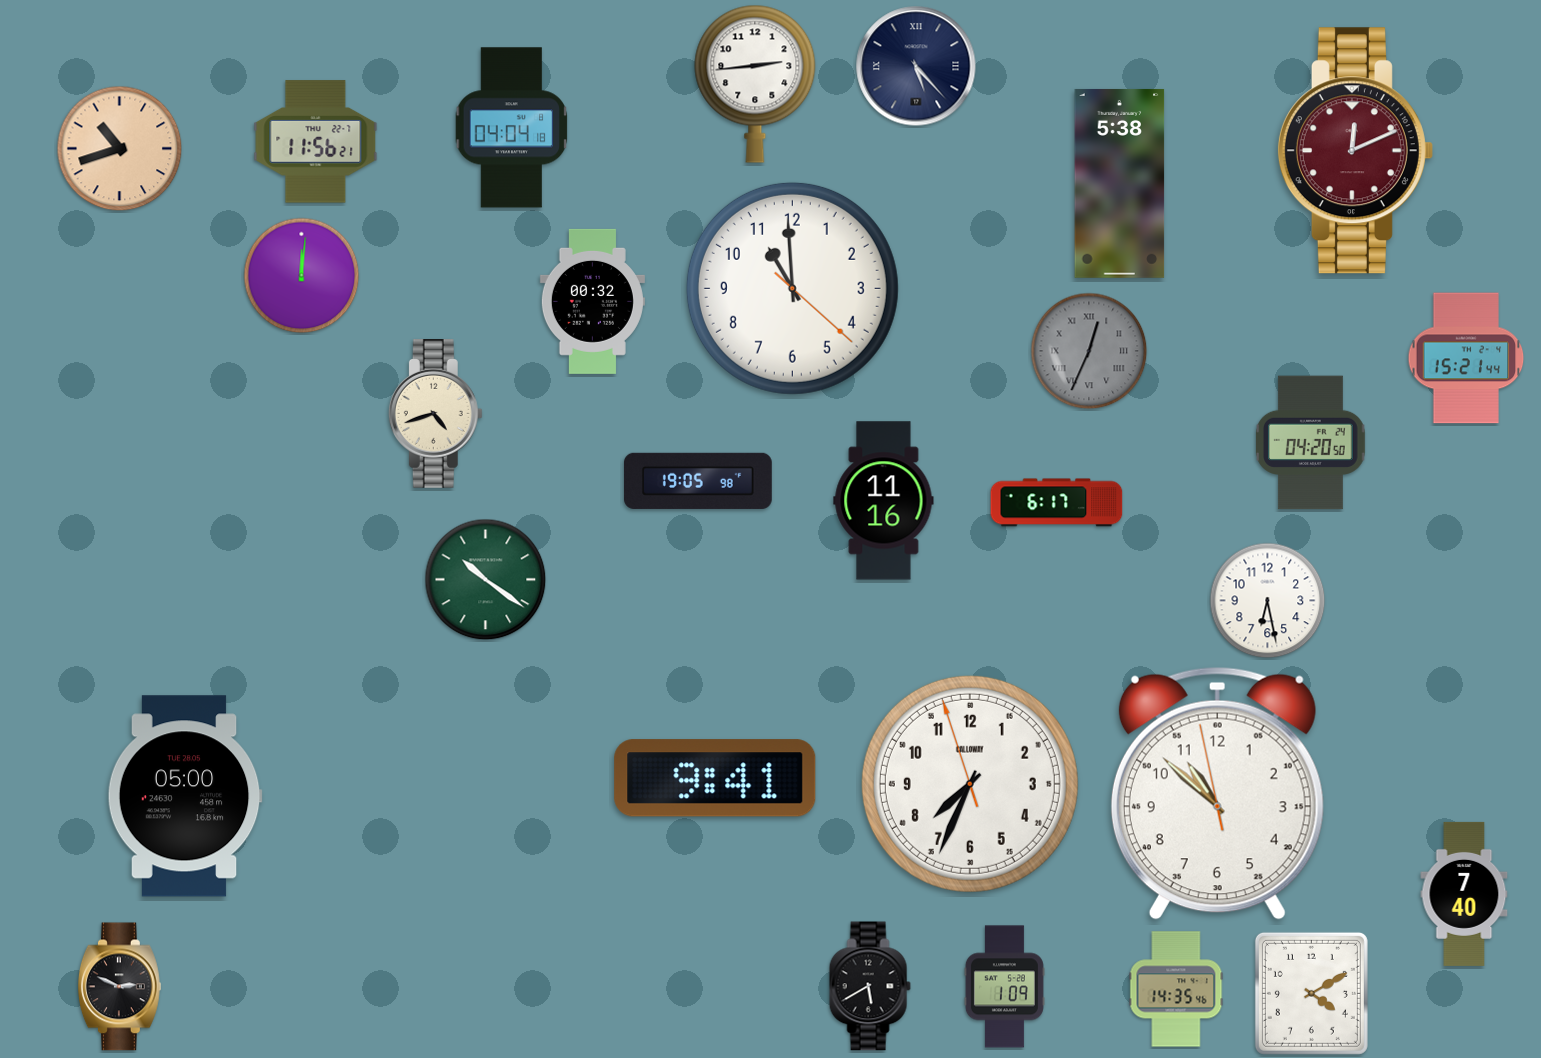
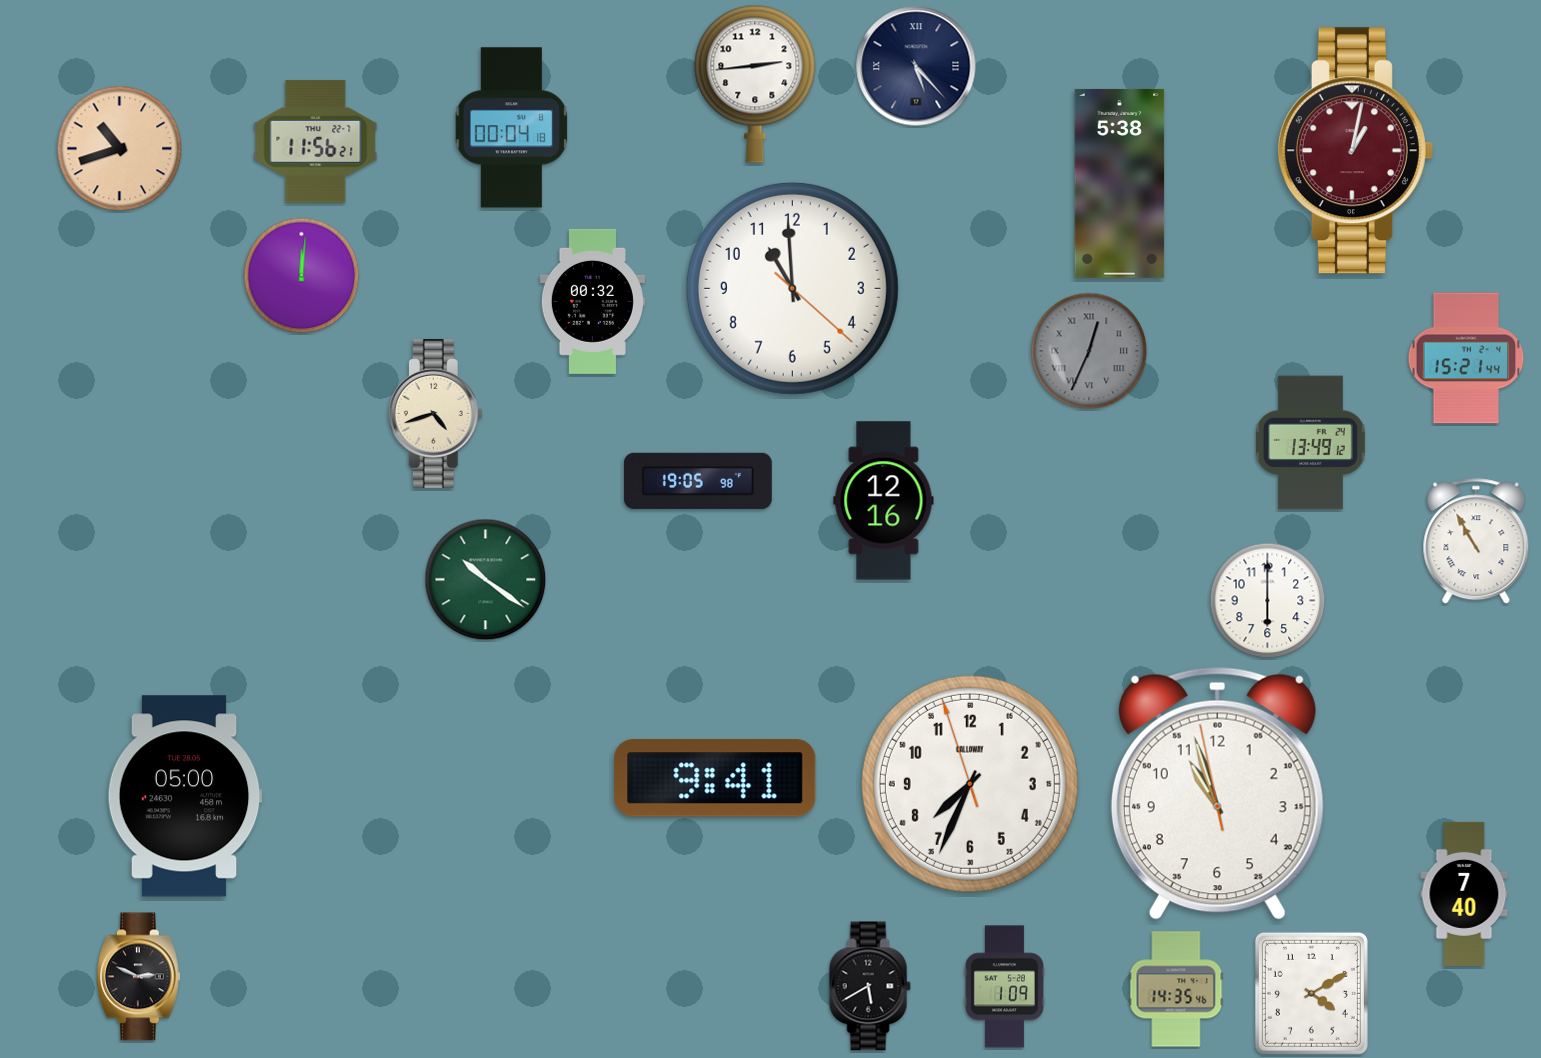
clock at (512, 128): 04:04 -> 00:04
clock at (1355, 151): 12:11 -> 1:02
clock at (1311, 443): 04:20 -> 13:49
clock at (884, 501): 11:16 -> 12:16
clock at (1057, 503): 6:17 -> none
clock at (1476, 542): none -> 10:55
clock at (1268, 601): 6:28 -> 6:00
clock at (1217, 793): 10:51 -> 10:56
clock at (119, 987) position: (119, 987) -> (138, 977)
